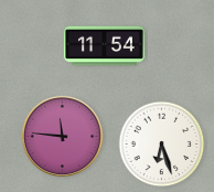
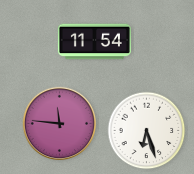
clock at (63, 137) position: (63, 137) -> (60, 124)
